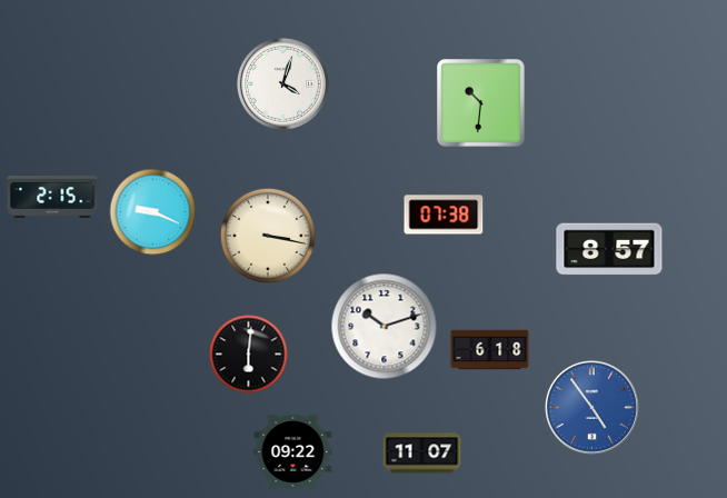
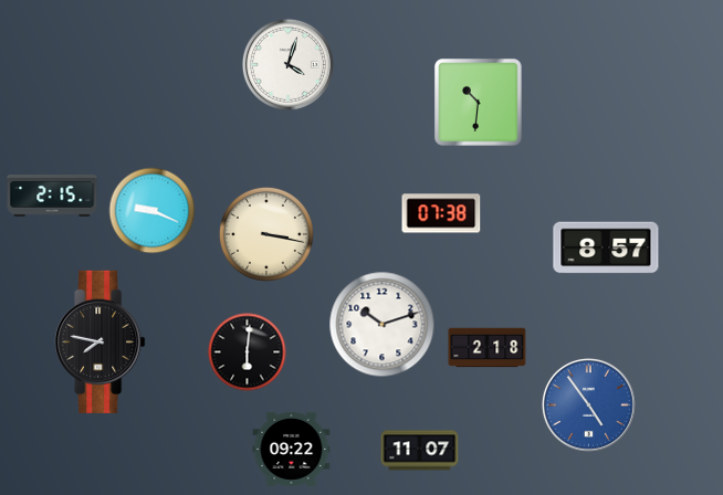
clock at (282, 83) position: (282, 83) -> (287, 64)
clock at (101, 341): none -> 7:47
clock at (490, 350): 6:18 -> 2:18
